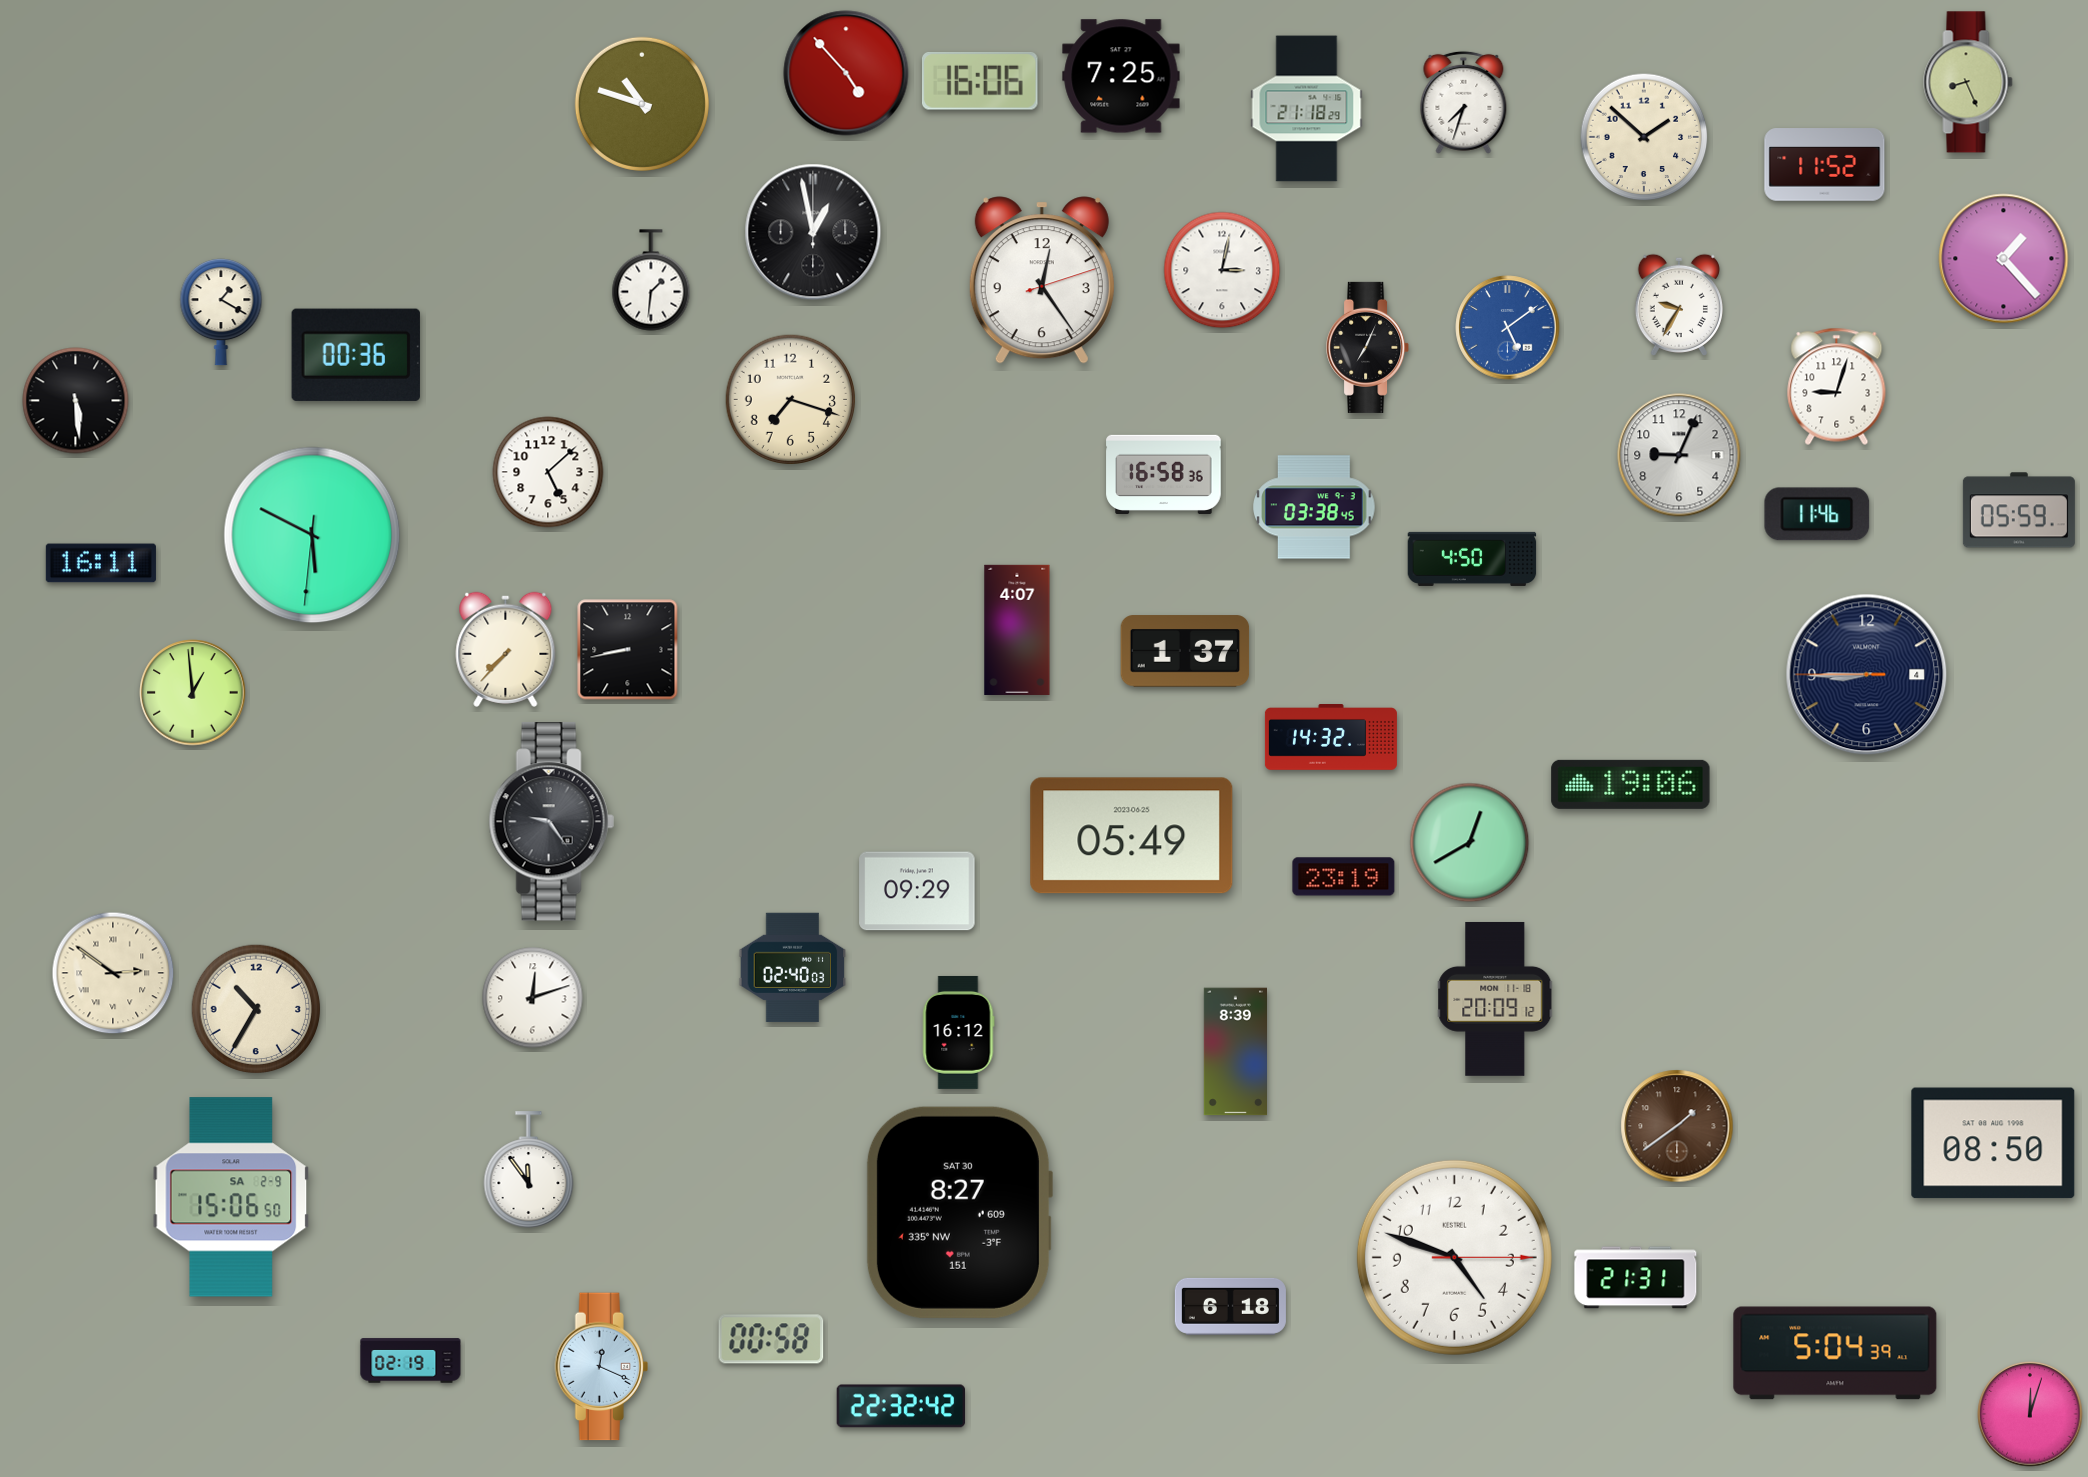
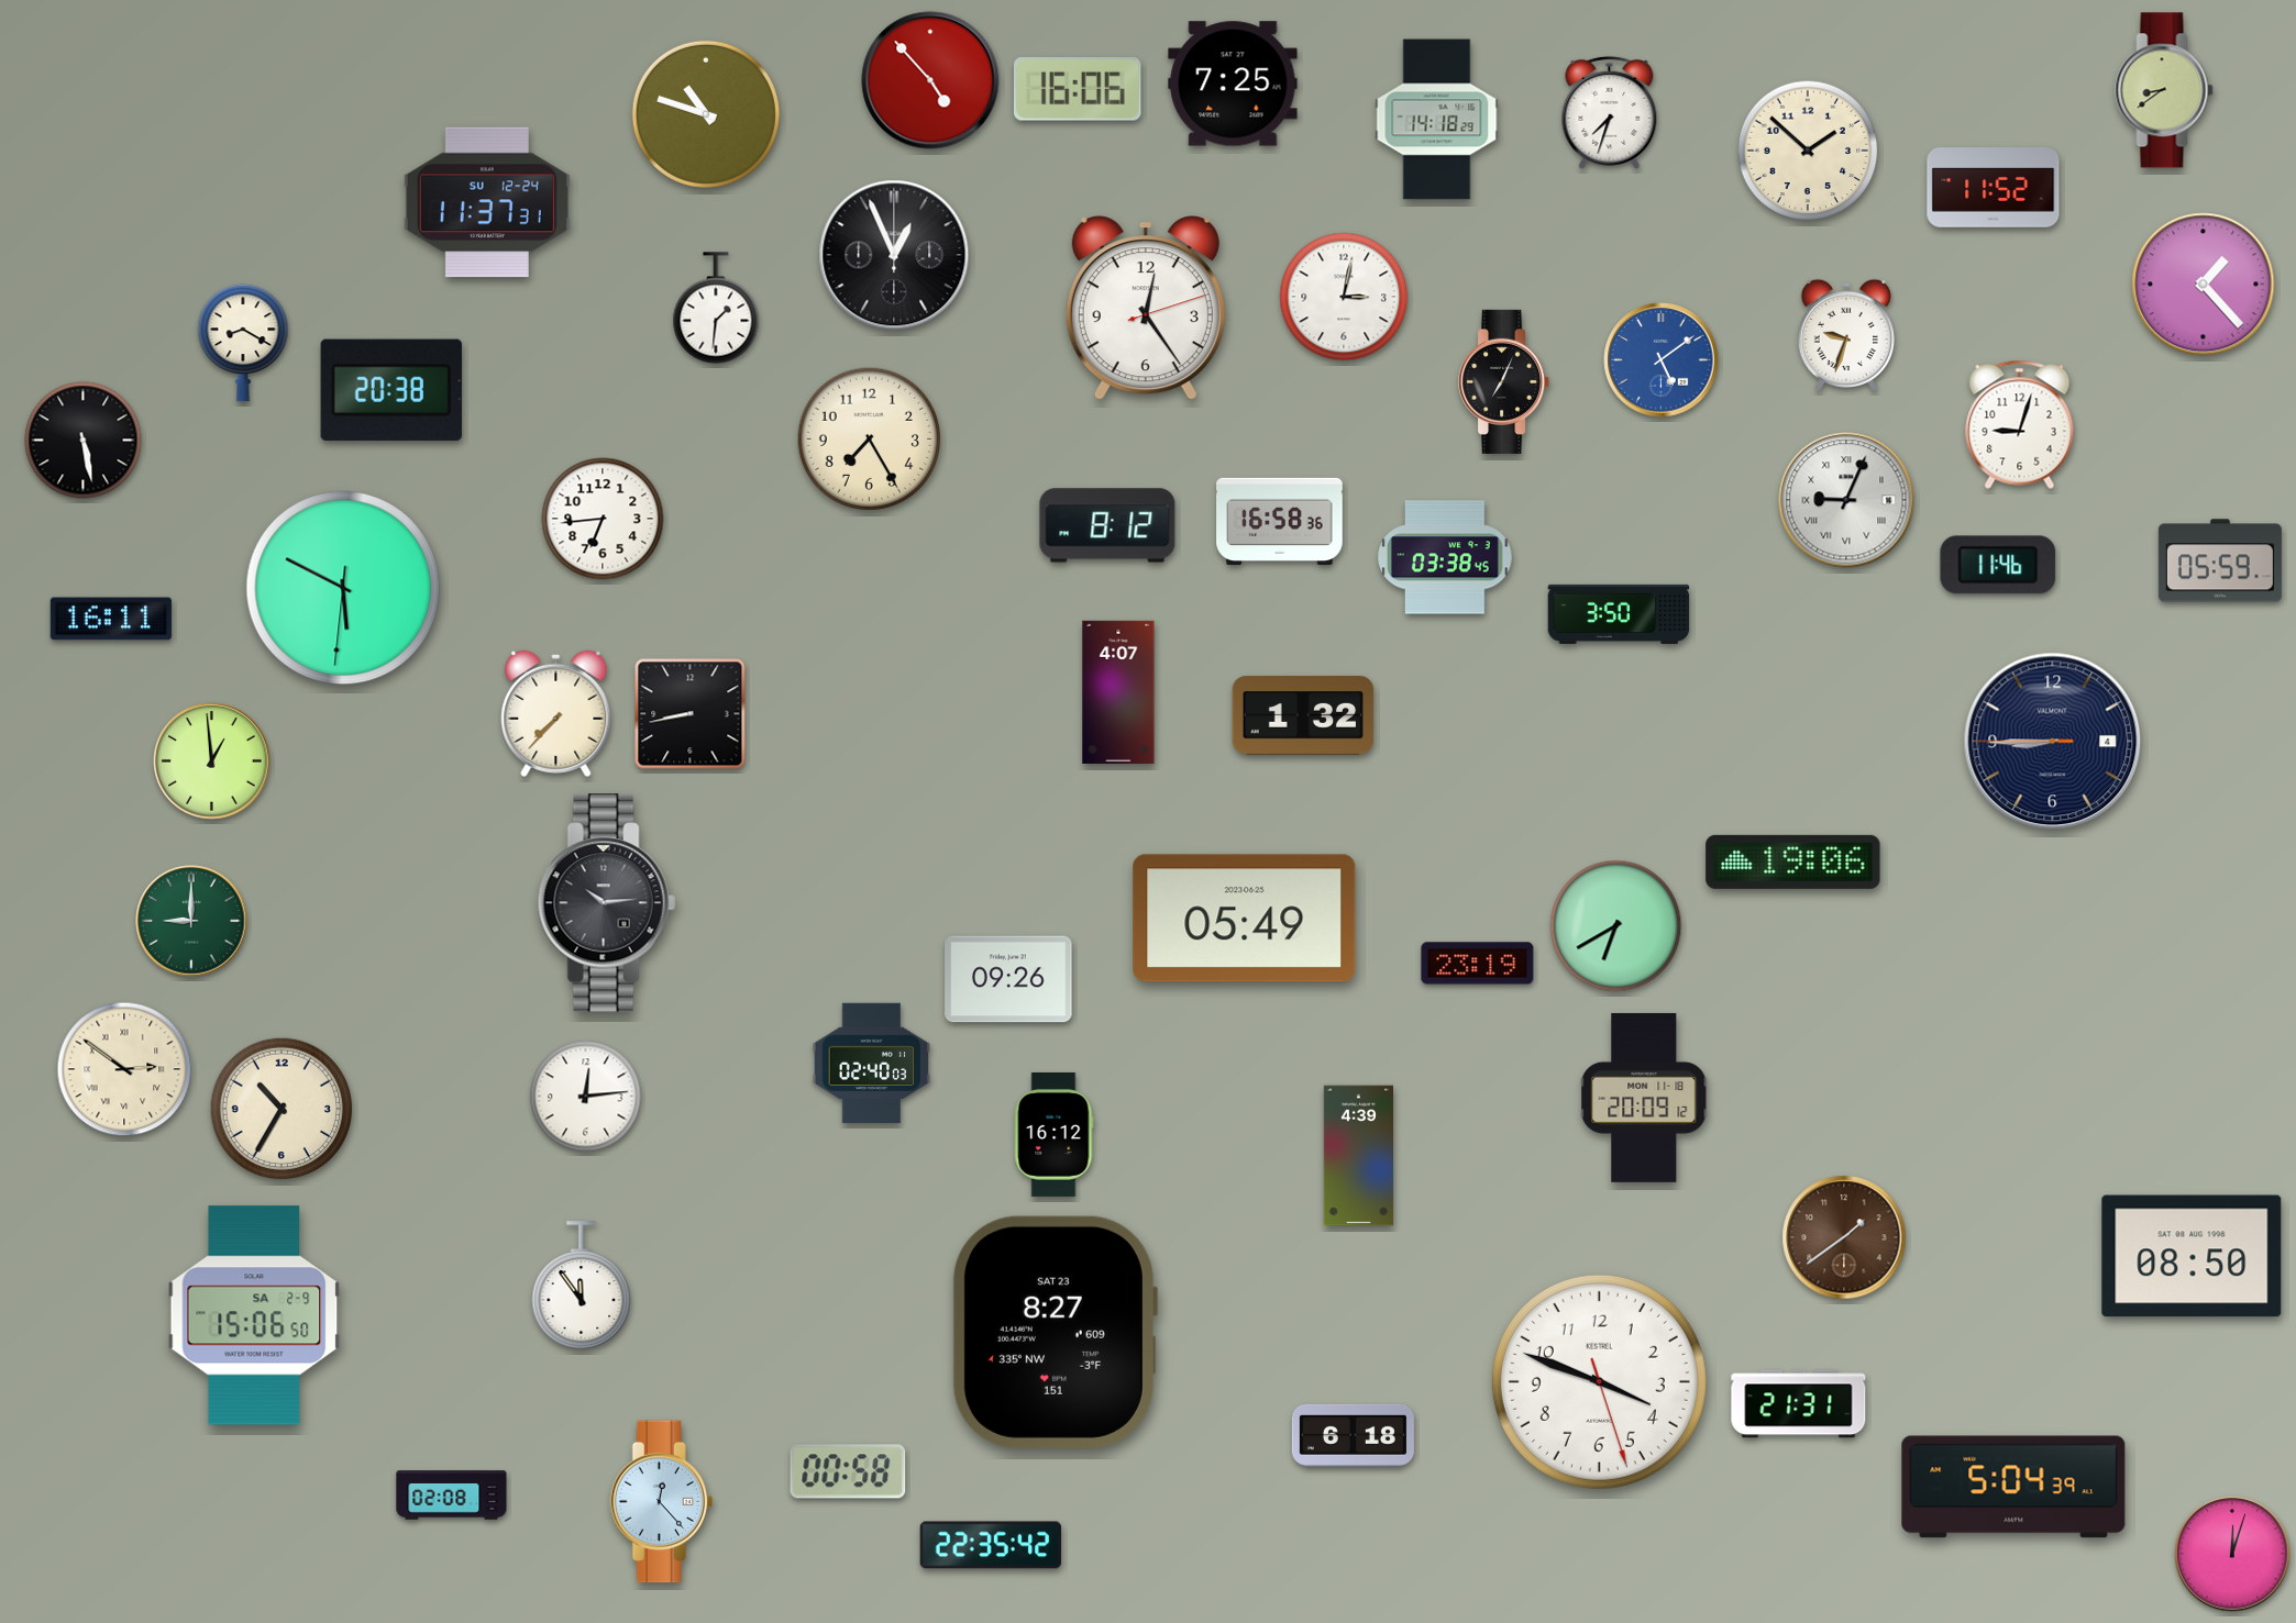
clock at (1968, 82): 8:26 -> 8:39
clock at (1307, 109): 21:18 -> 14:18
clock at (1825, 165) position: (1825, 165) -> (1994, 188)
clock at (487, 202): none -> 11:37
clock at (813, 232): 12:58 -> 12:56
clock at (1679, 304): 9:35 -> 9:33
clock at (221, 312): 1:20 -> 8:20
clock at (1508, 328) position: (1508, 328) -> (1662, 360)
clock at (356, 355): 00:36 -> 20:38
clock at (790, 399): 7:18 -> 7:25
clock at (76, 401): 5:29 -> 5:28
clock at (1679, 455) numerals: Arabic -> Roman
clock at (548, 472): 5:08 -> 6:44
clock at (1107, 525): none -> 8:12
clock at (1472, 559): 4:50 -> 3:50
clock at (1185, 651): 1:37 -> 1:32
clock at (1331, 738): 14:32 -> none
clock at (551, 822): 9:24 -> 10:14
clock at (191, 921): none -> 9:00
clock at (1470, 843): 12:40 -> 6:40
clock at (917, 891): 09:29 -> 09:26
clock at (533, 998): 12:12 -> 12:14
clock at (1235, 1052): 8:39 -> 4:39
clock at (959, 1212) date: SAT 30 -> SAT 23
clock at (1454, 1257): 4:48 -> 3:48
clock at (1835, 1353) position: (1835, 1353) -> (2013, 1487)
clock at (411, 1361): 02:19 -> 02:08
clock at (601, 1367): 12:19 -> 12:23
clock at (901, 1406): 22:32 -> 22:35
